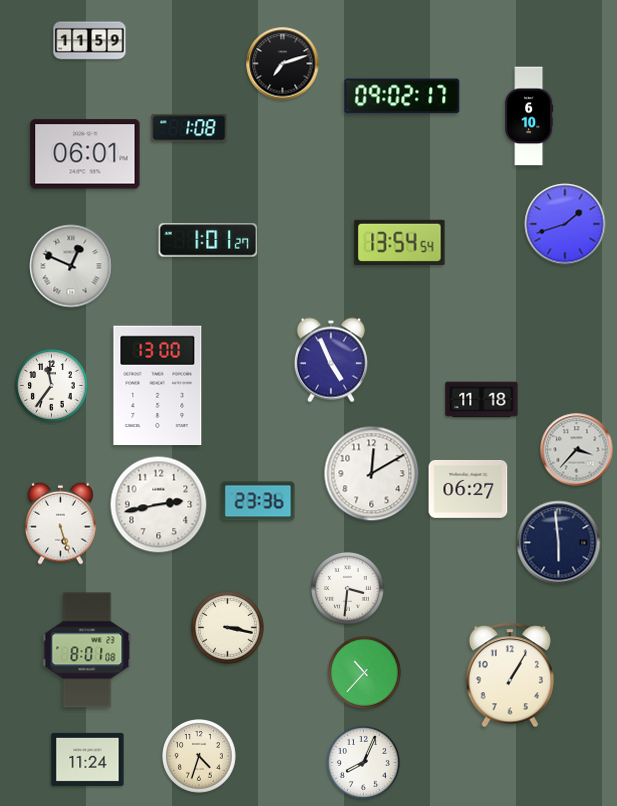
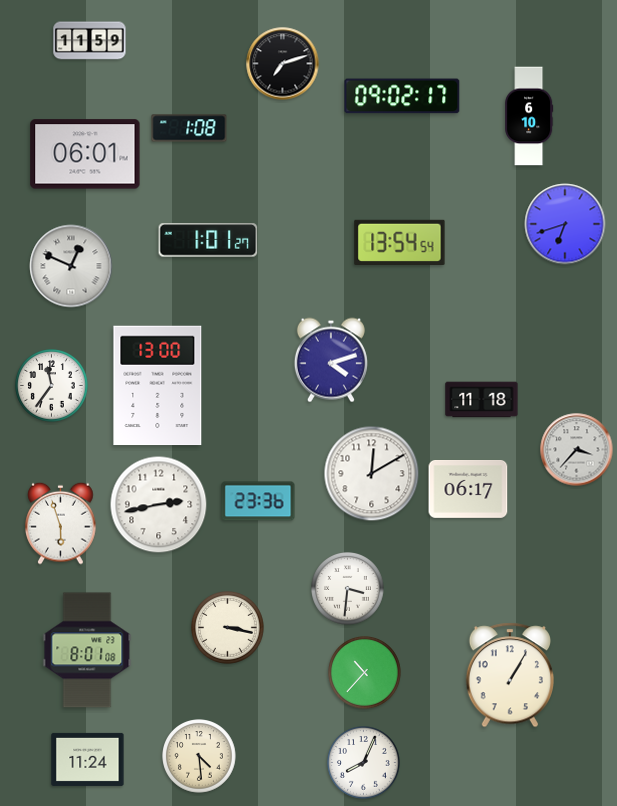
clock at (565, 224): 1:42 -> 6:42
clock at (331, 360): 4:56 -> 4:12
clock at (468, 490): 06:27 -> 06:17
clock at (61, 523): 5:27 -> 5:57
clock at (559, 543): 5:59 -> none
clock at (199, 756): 4:33 -> 4:29
